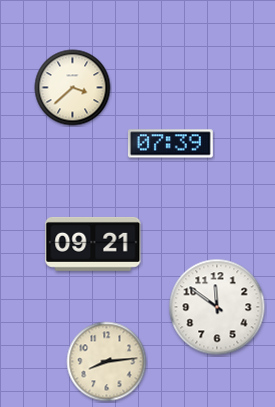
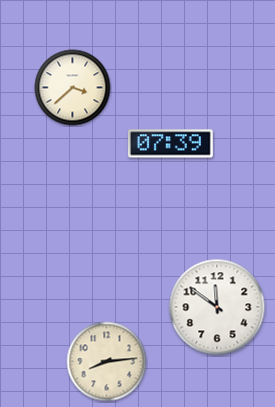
clock at (93, 244): 09:21 -> none
